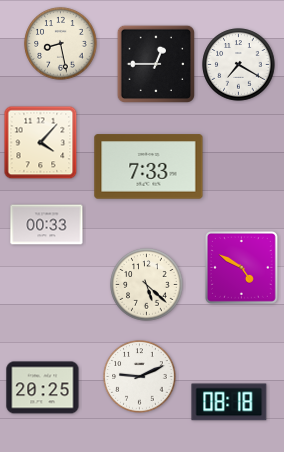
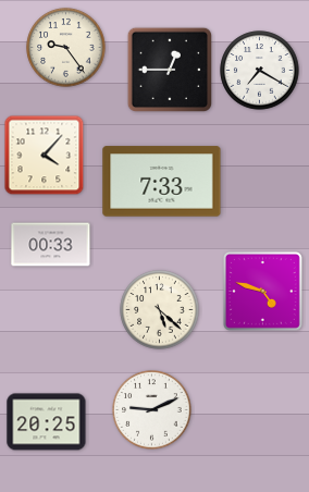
clock at (61, 44): 8:28 -> 9:24
clock at (241, 267): 4:50 -> 4:48
clock at (229, 402): 08:18 -> none
